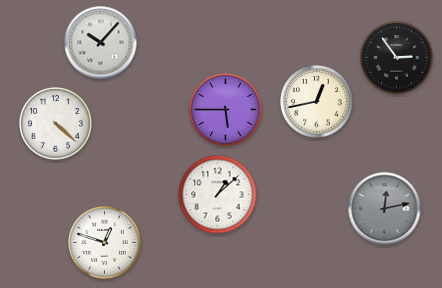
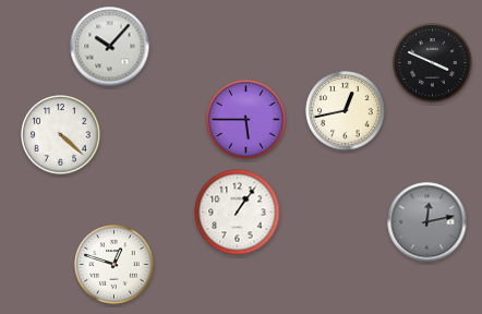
clock at (397, 58): 2:54 -> 3:49
clock at (218, 195): 1:08 -> 1:06
clock at (385, 209) position: (385, 209) -> (427, 222)
